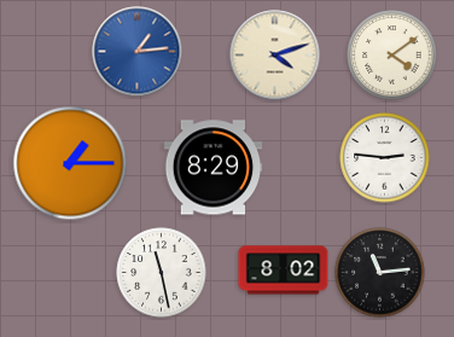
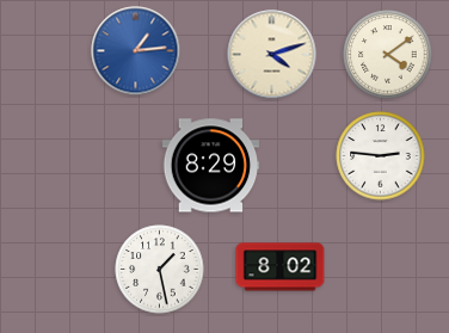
clock at (70, 163): 1:15 -> none
clock at (162, 273): 11:28 -> 1:28
clock at (380, 273): 11:14 -> none
